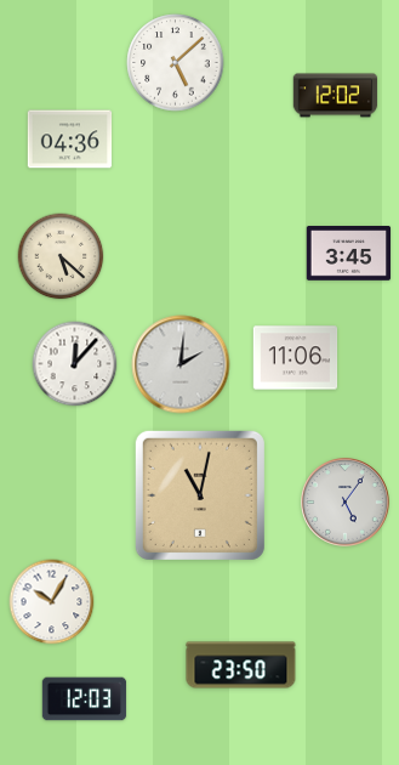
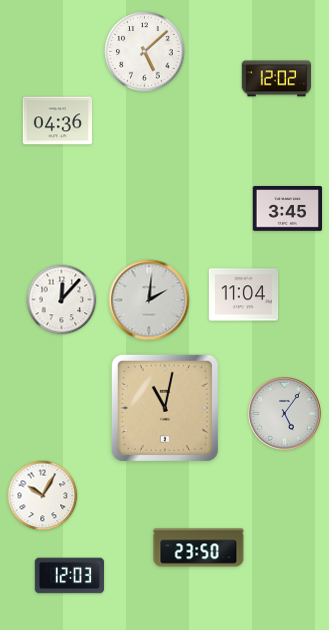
clock at (70, 140) position: (70, 140) -> (58, 121)
clock at (61, 256): 5:22 -> none
clock at (296, 358): 11:06 -> 11:04
